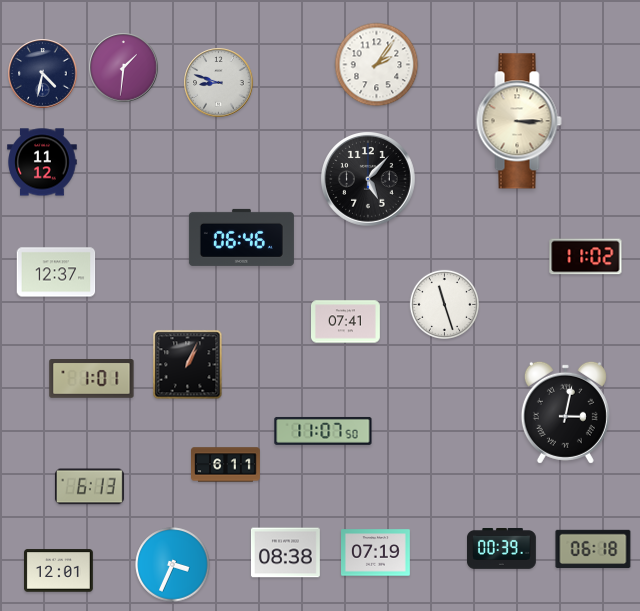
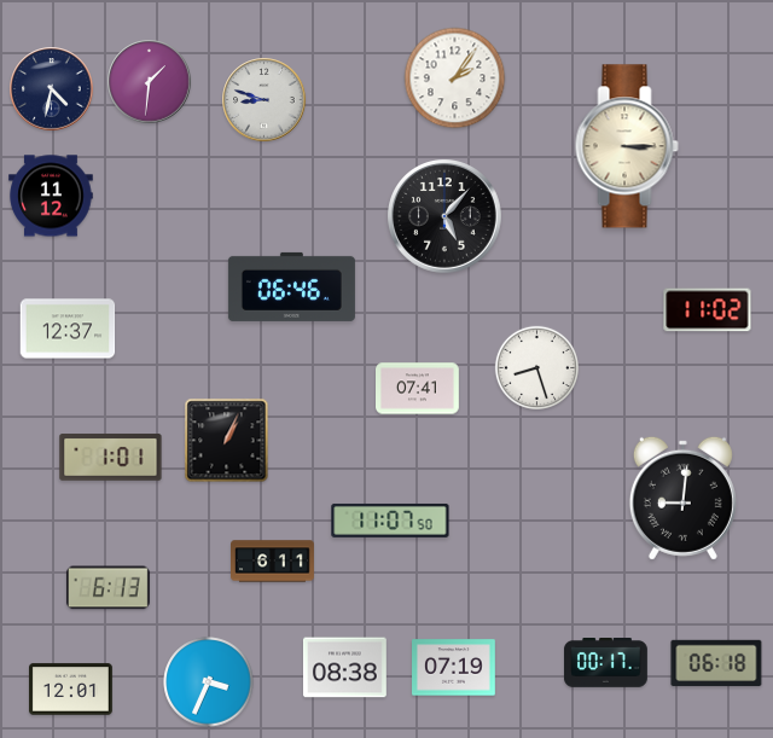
clock at (444, 304): 11:27 -> 8:27
clock at (565, 412): 3:02 -> 9:01
clock at (502, 549): 00:39 -> 00:17
